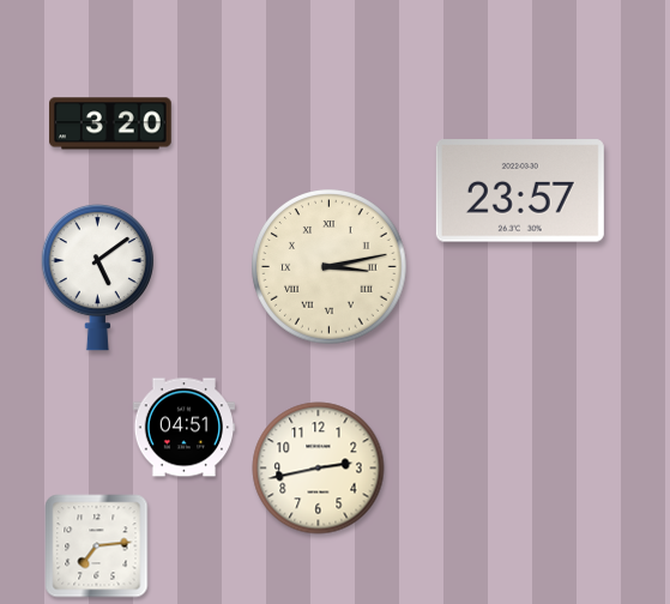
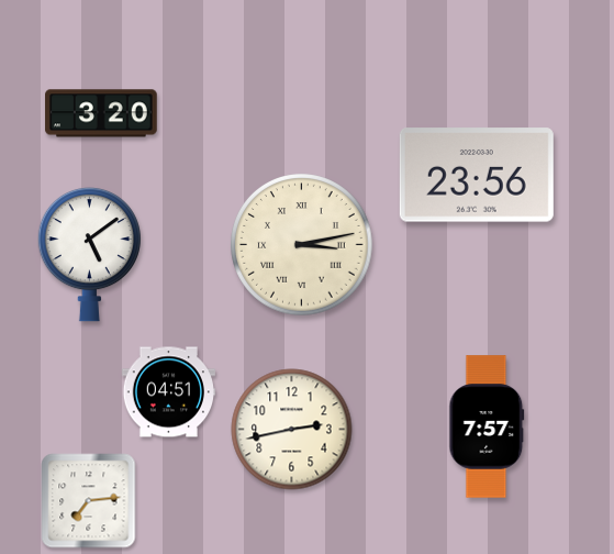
clock at (520, 191): 23:57 -> 23:56
clock at (487, 426): none -> 7:57
